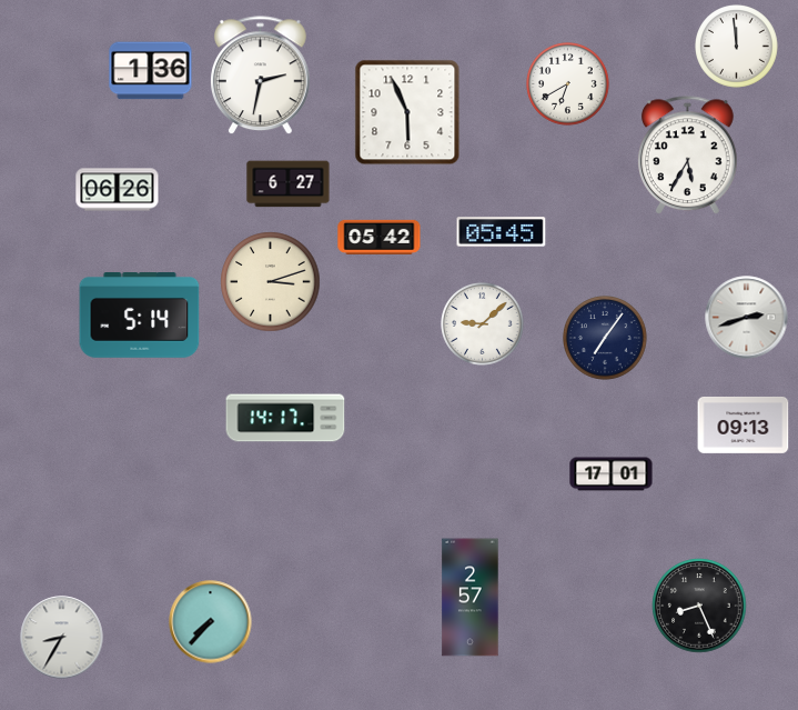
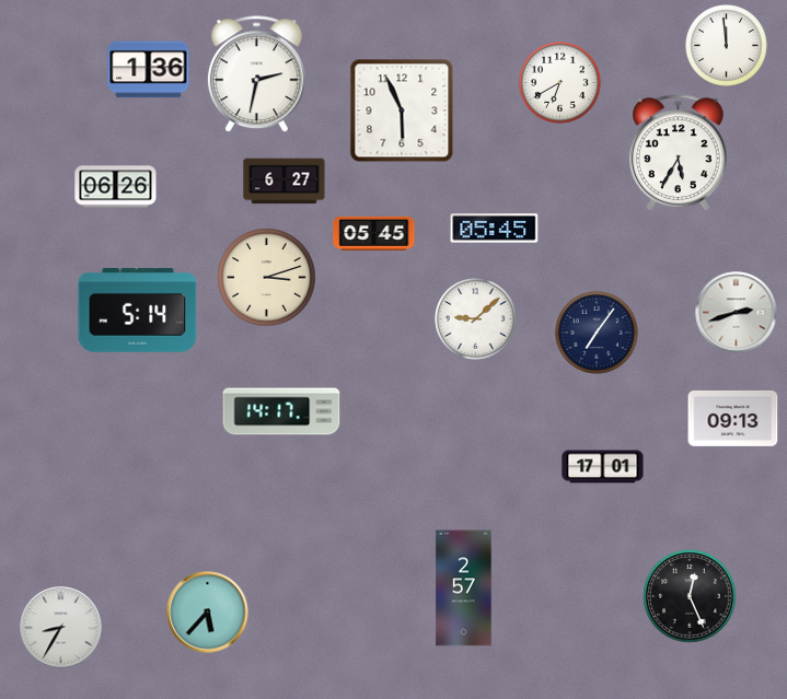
clock at (380, 237): 05:42 -> 05:45
clock at (699, 606): 8:26 -> 12:26
clock at (211, 622): 7:37 -> 5:37
